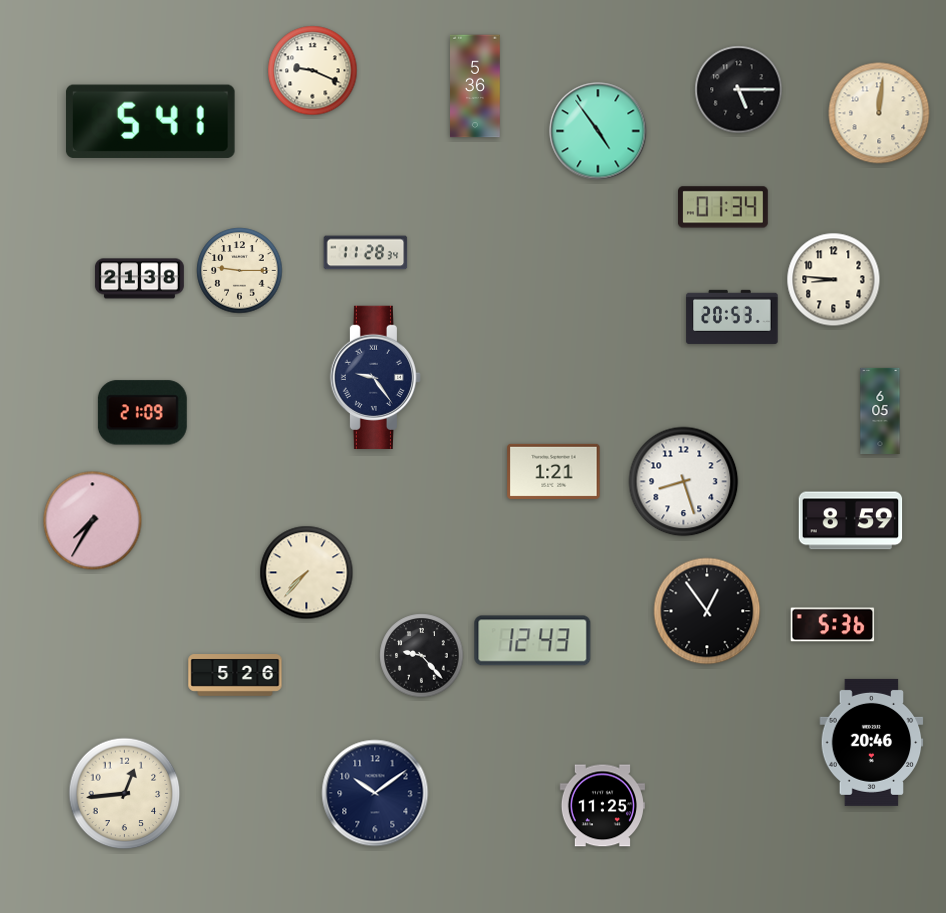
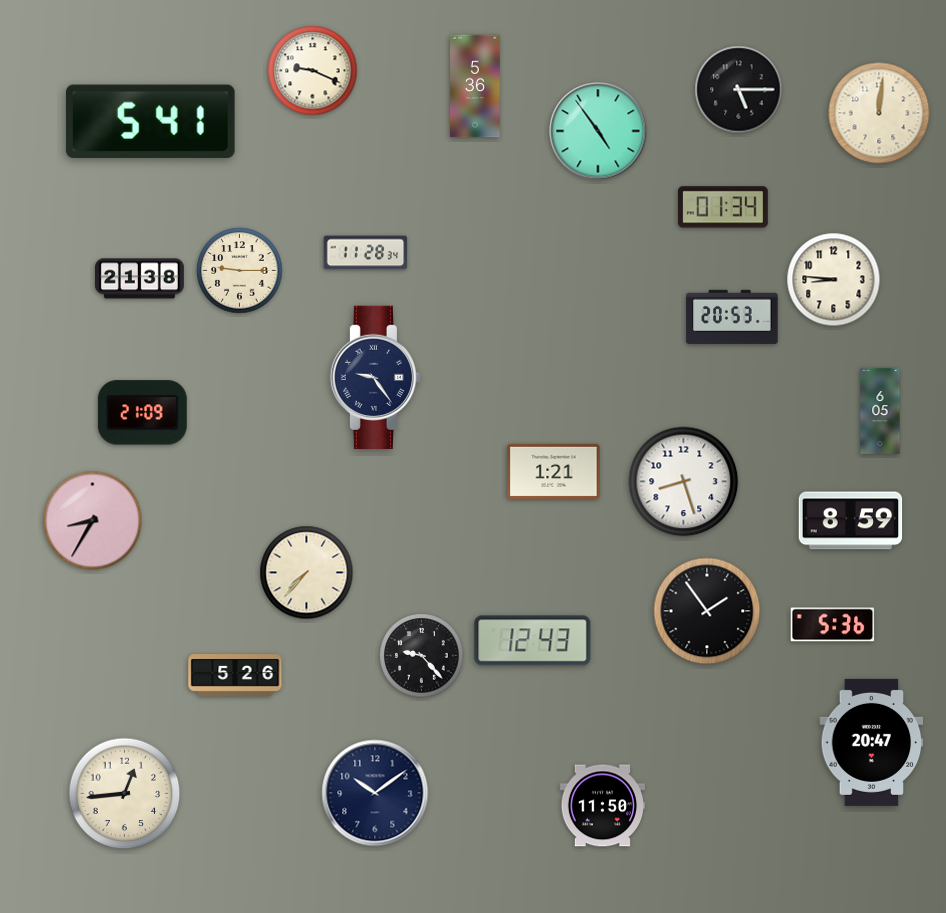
clock at (93, 521): 7:35 -> 8:35
clock at (707, 611): 12:54 -> 1:54
clock at (872, 742): 20:46 -> 20:47
clock at (602, 806): 11:25 -> 11:50
